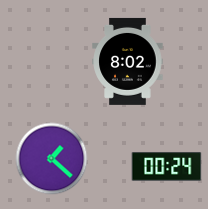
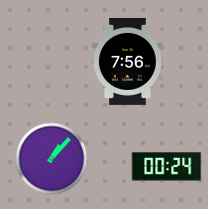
clock at (128, 61): 8:02 -> 7:56
clock at (52, 159): 1:22 -> 1:07
